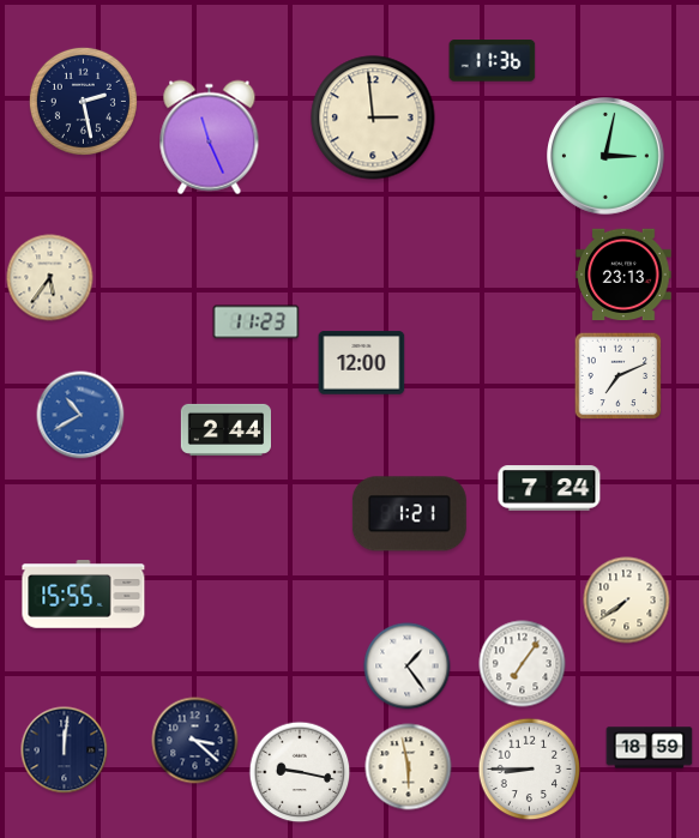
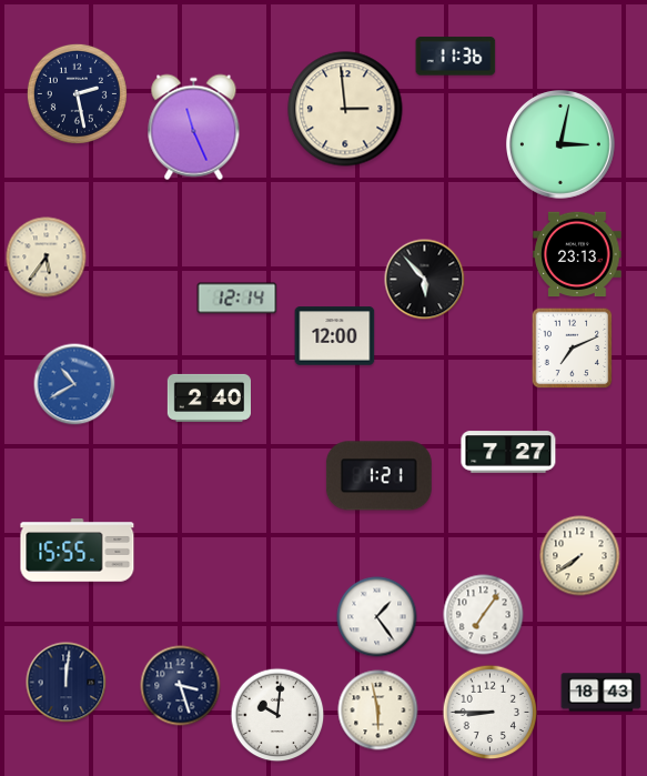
clock at (425, 280): none -> 5:53
clock at (257, 322): 11:23 -> 12:14
clock at (225, 429): 2:44 -> 2:40
clock at (549, 488): 7:24 -> 7:27
clock at (195, 741): 3:22 -> 3:27
clock at (650, 748): 18:59 -> 18:43
clock at (65, 750) position: (65, 750) -> (67, 683)
clock at (300, 772): 9:17 -> 10:01
